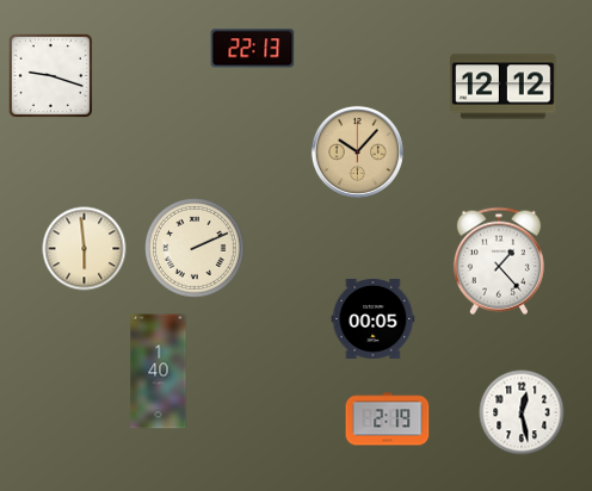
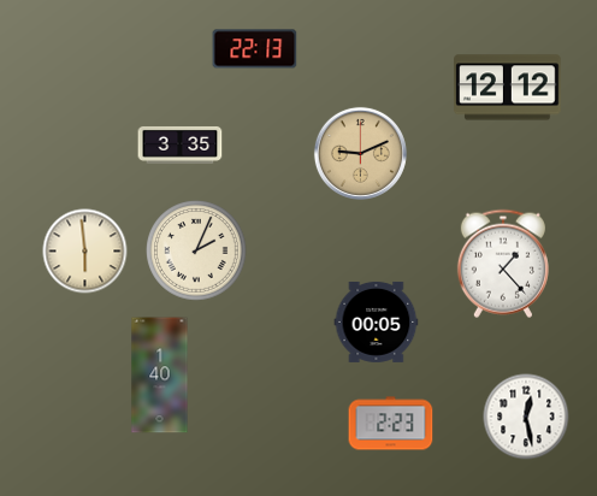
clock at (51, 76): 9:18 -> none
clock at (181, 144): none -> 3:35
clock at (357, 151): 10:07 -> 9:11
clock at (196, 249): 2:11 -> 2:04
clock at (388, 419): 2:19 -> 2:23
